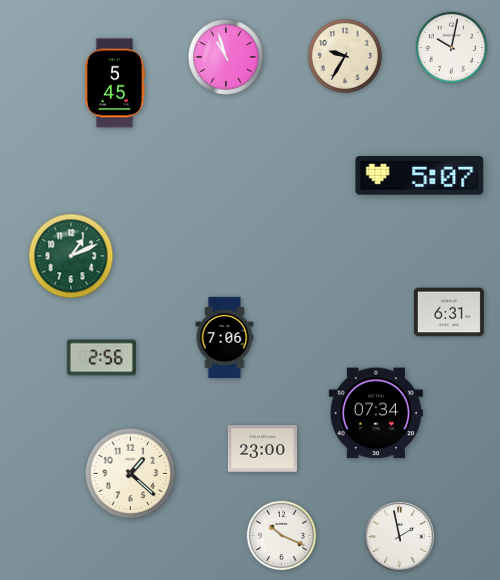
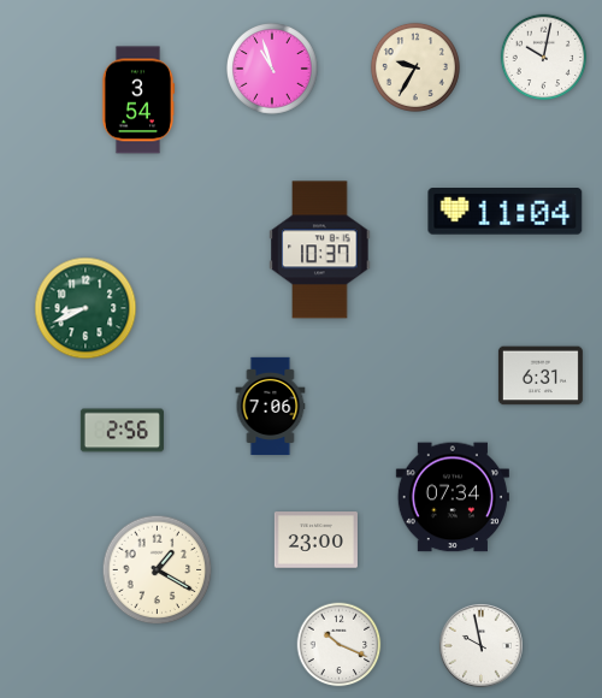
clock at (115, 83): 5:45 -> 3:54
clock at (420, 176): 5:07 -> 11:04
clock at (320, 250): none -> 10:37
clock at (71, 256): 1:11 -> 8:41
clock at (131, 474): 1:22 -> 1:20
clock at (399, 536): 1:58 -> 9:58
